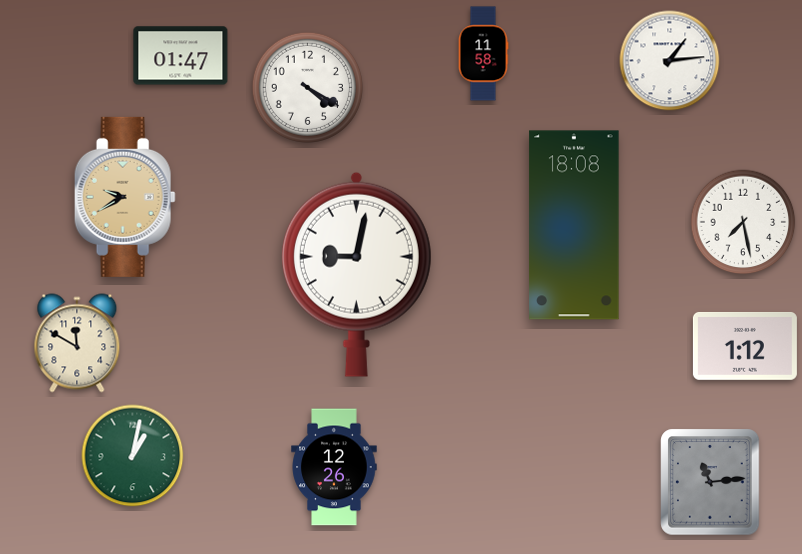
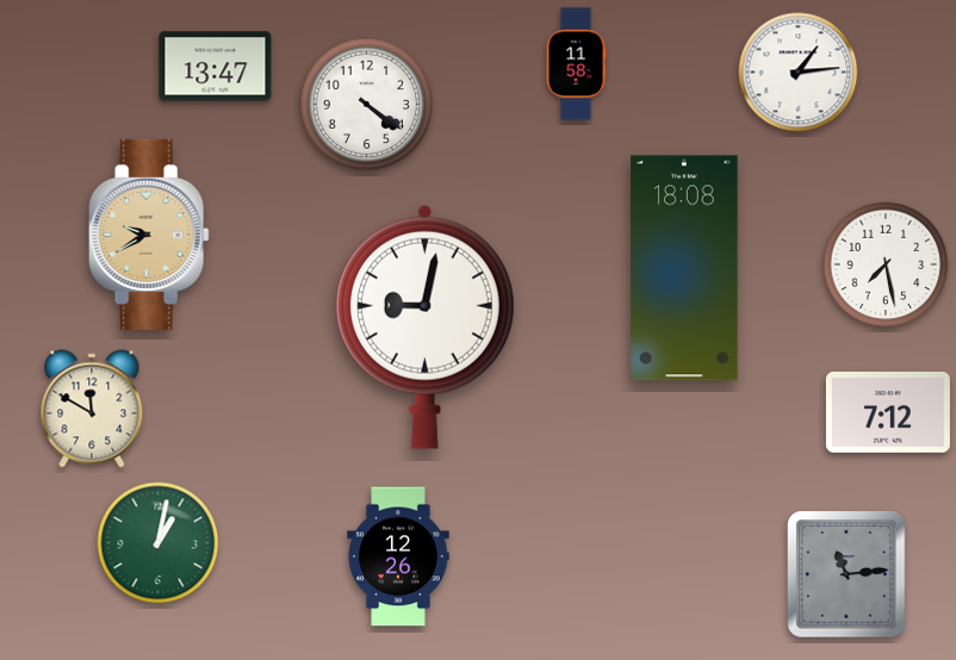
clock at (181, 56): 01:47 -> 13:47
clock at (307, 87): 4:20 -> 4:21
clock at (745, 346): 1:12 -> 7:12
